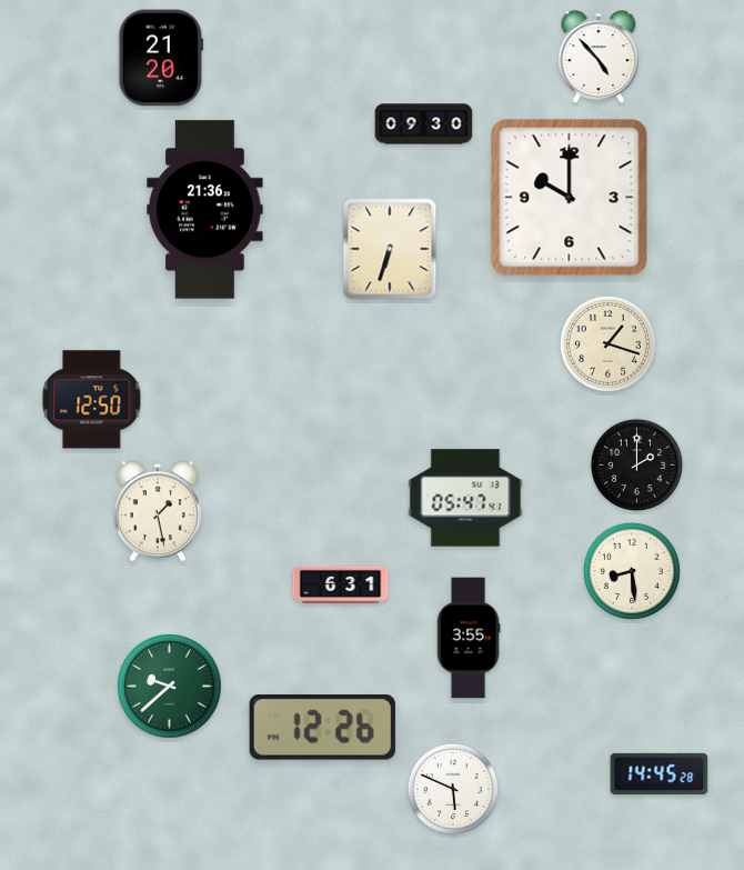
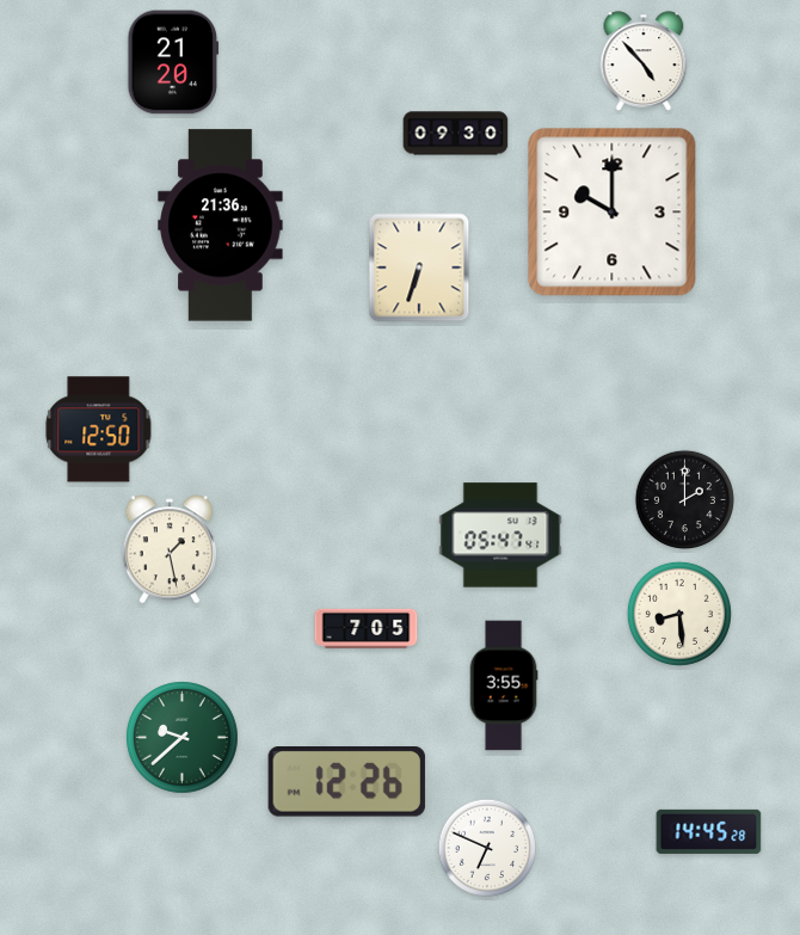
clock at (607, 343): 1:18 -> none
clock at (341, 584): 6:31 -> 7:05
clock at (453, 789): 5:49 -> 6:49
